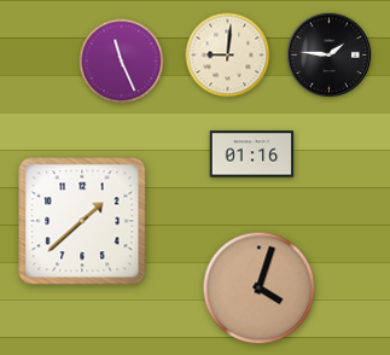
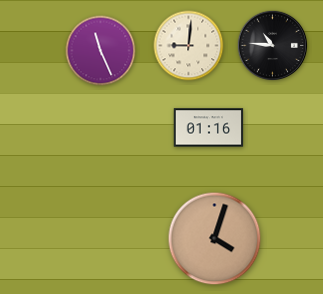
clock at (330, 56): 1:46 -> 10:46
clock at (82, 221): 1:38 -> none
